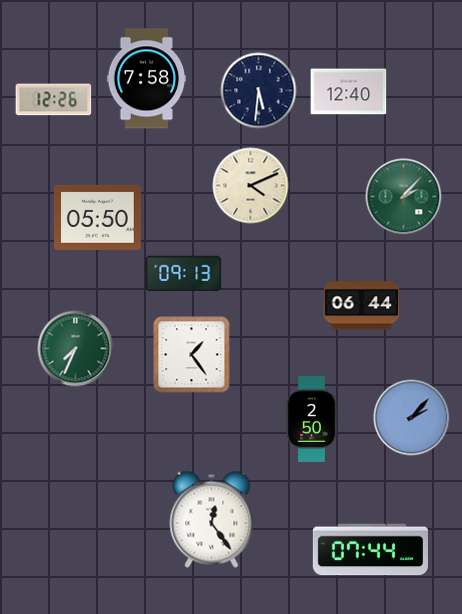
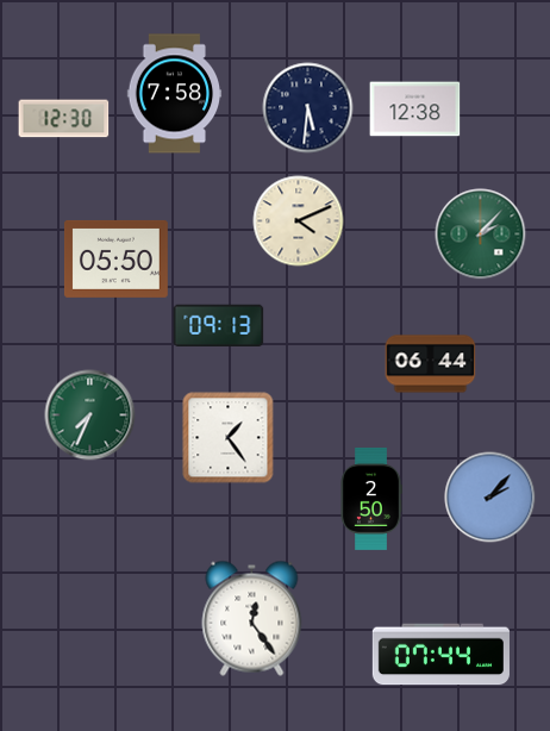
clock at (349, 92): 12:40 -> 12:38
clock at (54, 100): 12:26 -> 12:30
clock at (192, 355) position: (192, 355) -> (229, 438)
